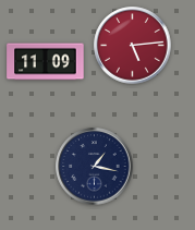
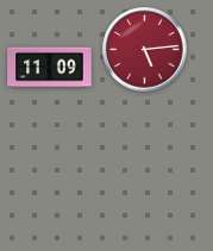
clock at (95, 167): 1:17 -> none
